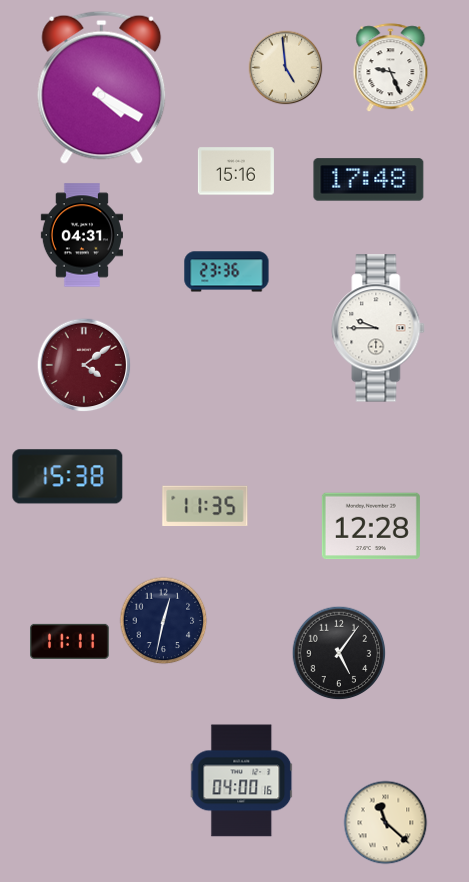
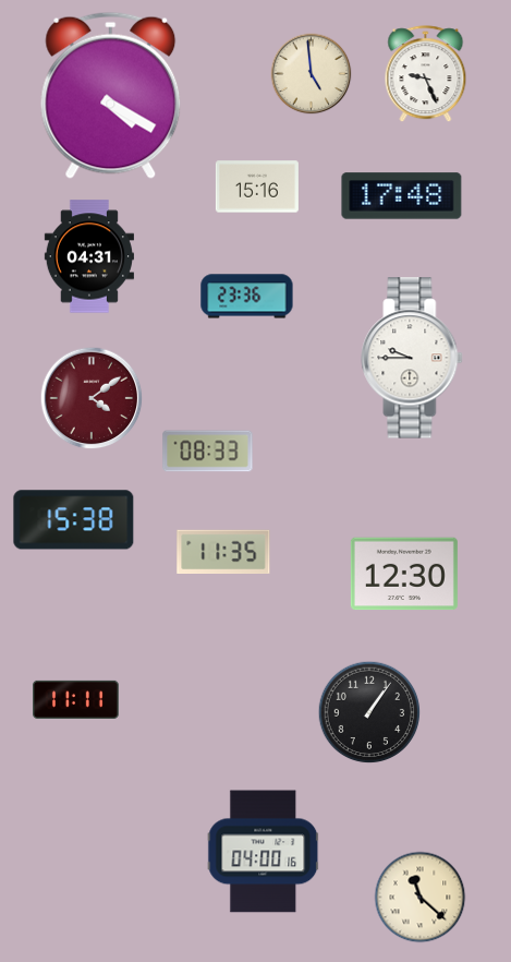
clock at (208, 452): none -> 08:33
clock at (371, 526): 12:28 -> 12:30
clock at (164, 621): 12:32 -> none
clock at (339, 653): 5:06 -> 1:06
